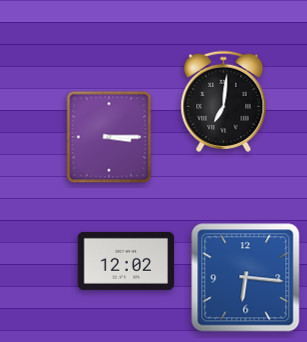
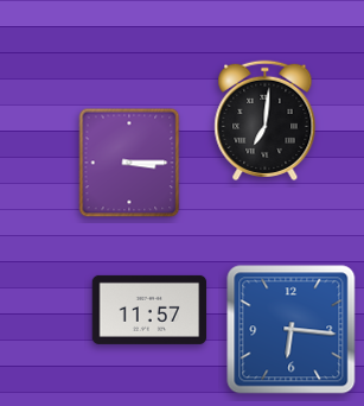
clock at (126, 261): 12:02 -> 11:57
